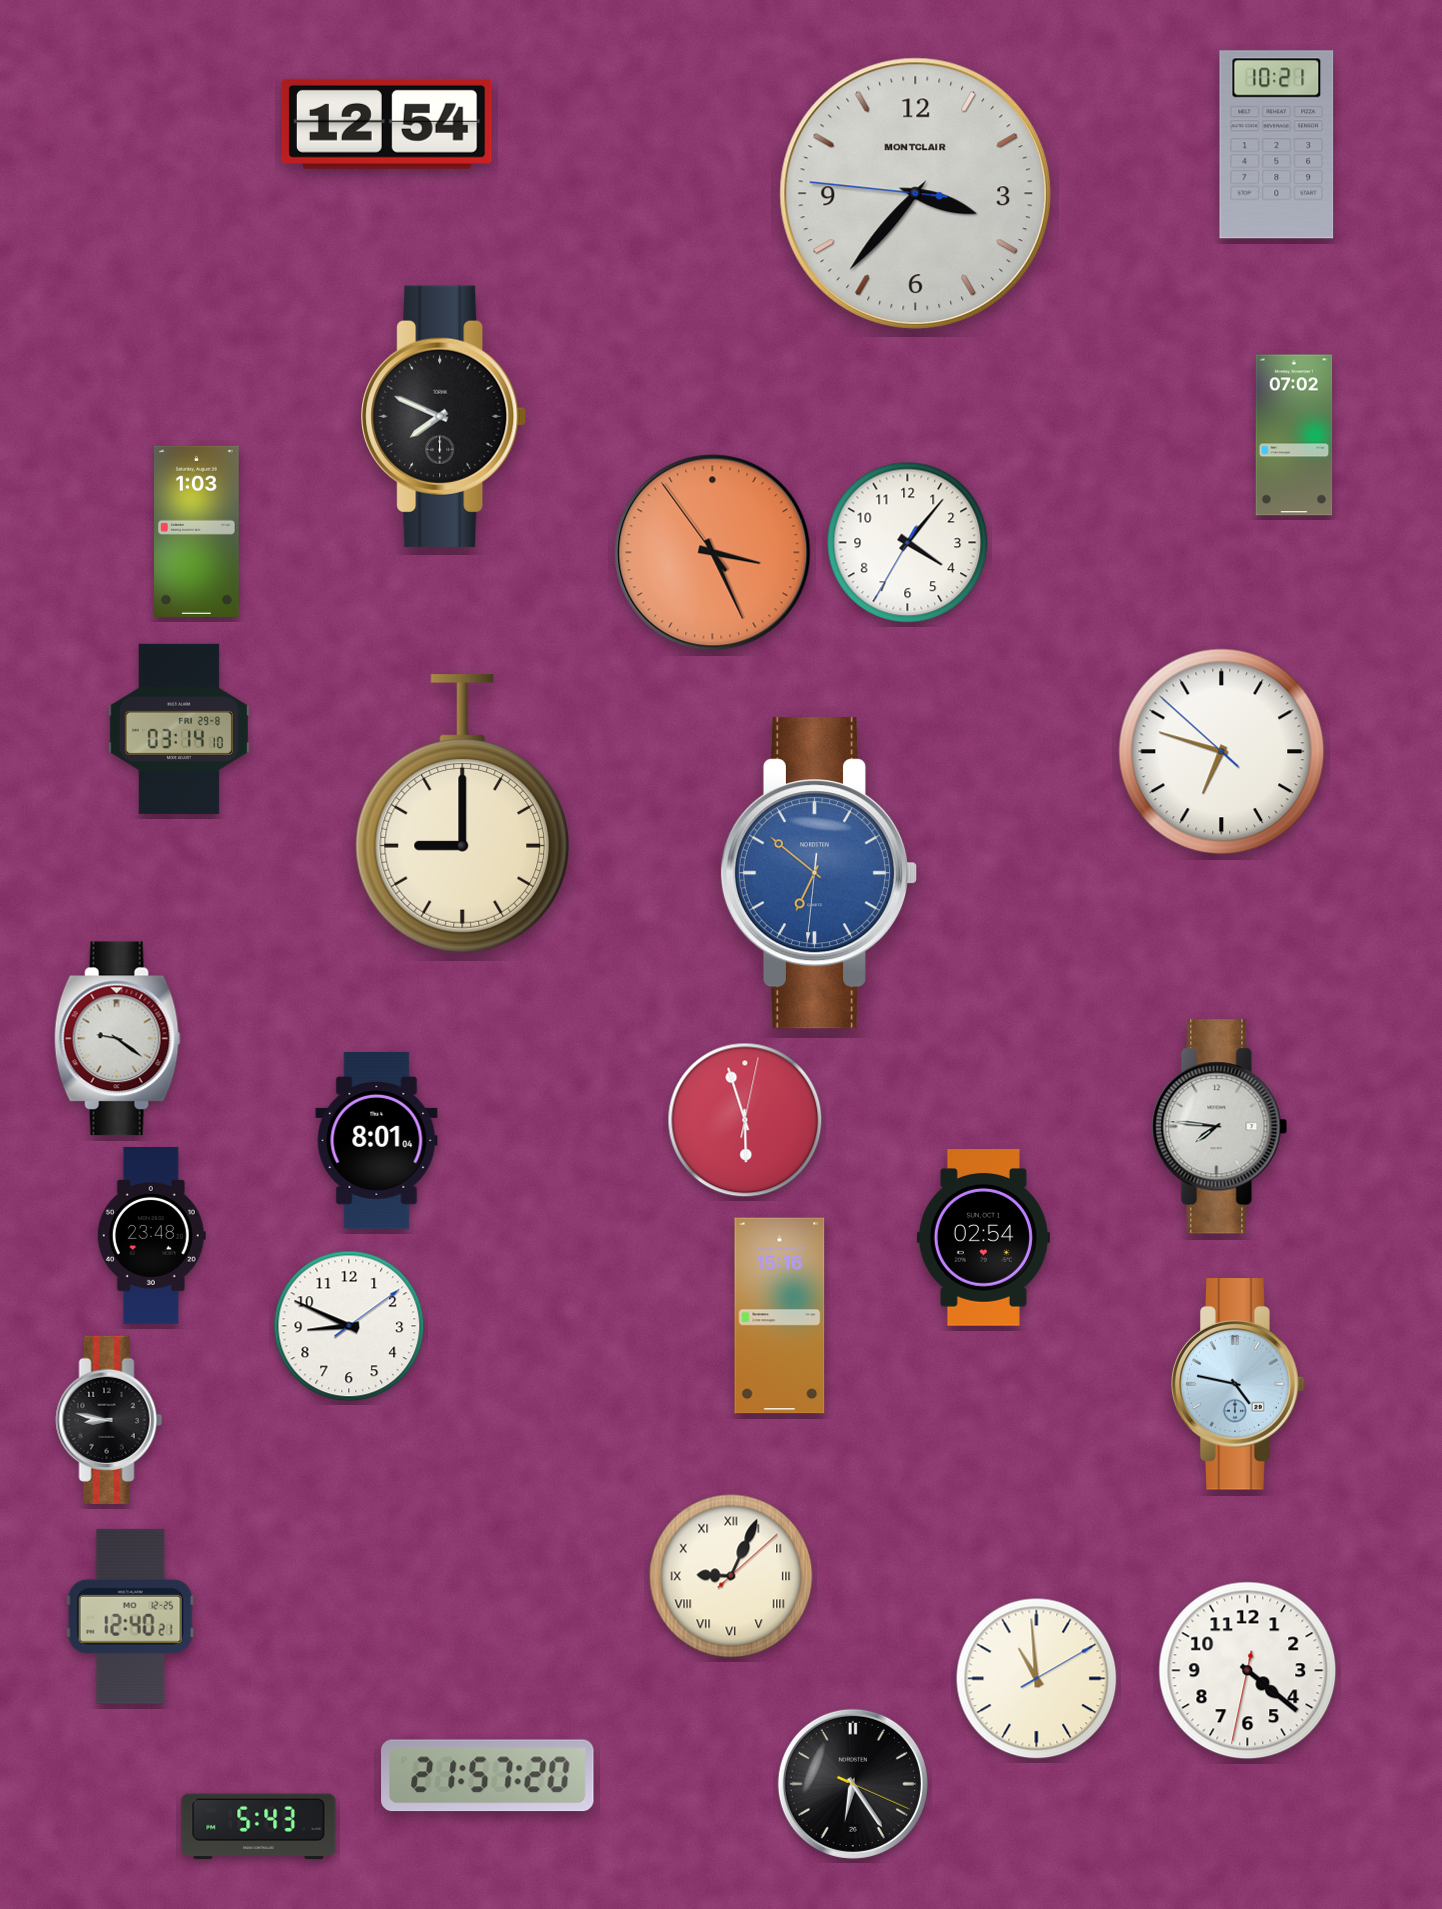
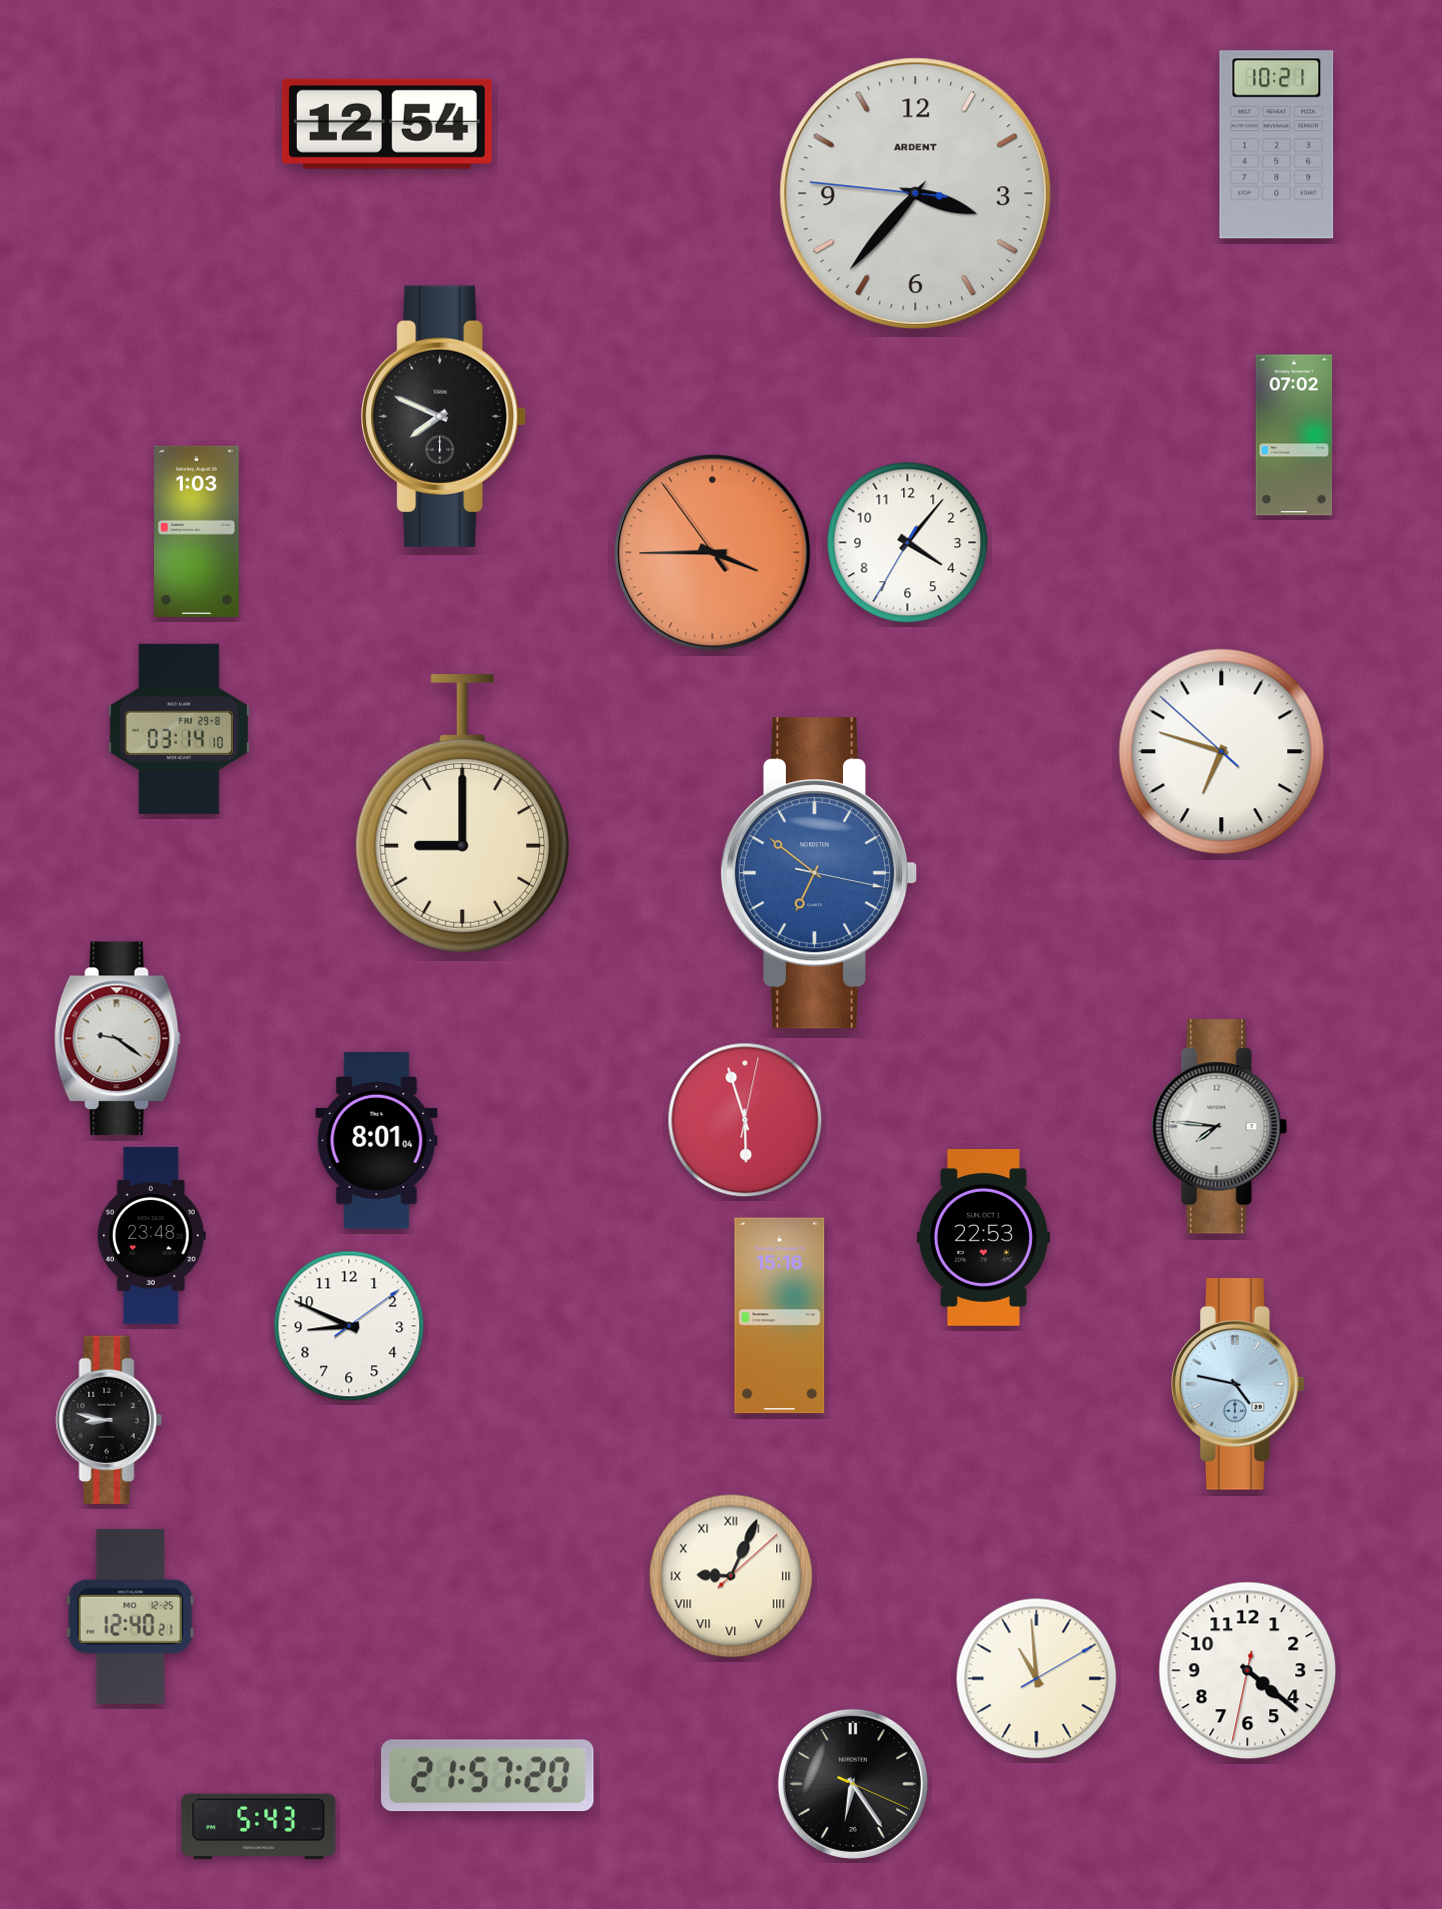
clock at (916, 194) brand: MONTCLAIR -> ARDENT
clock at (713, 553): 3:25 -> 3:44
clock at (818, 873): 6:51:31 -> 6:51:17
clock at (983, 1238): 02:54 -> 22:53
